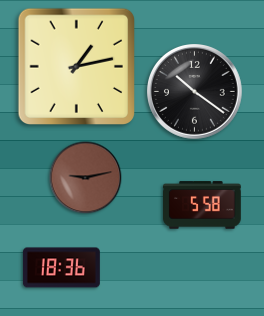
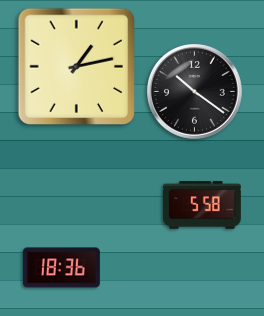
clock at (86, 178): 9:13 -> none
